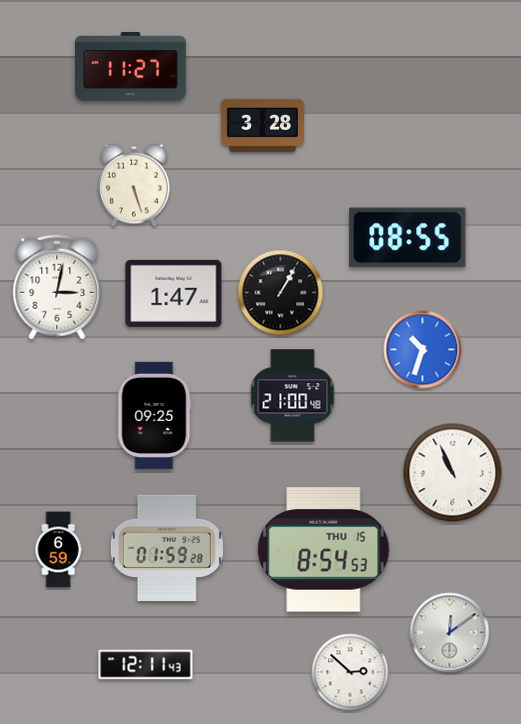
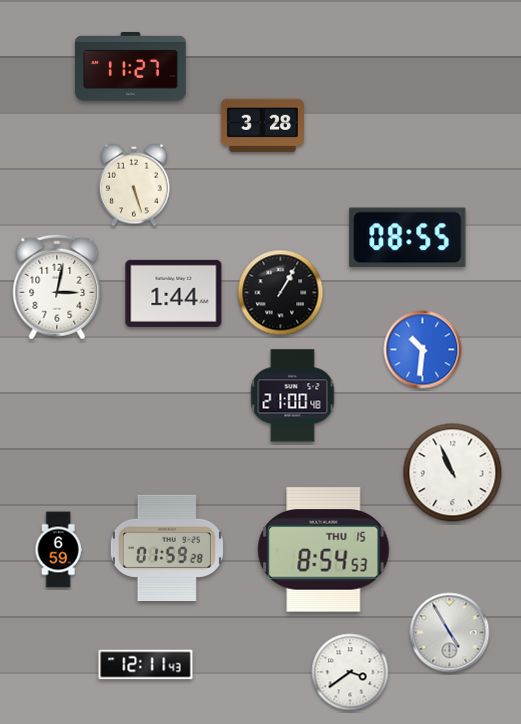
clock at (174, 293): 1:47 -> 1:44
clock at (423, 350): 10:33 -> 10:31
clock at (155, 415): 09:25 -> none
clock at (450, 633): 12:09 -> 4:55
clock at (350, 672): 2:52 -> 3:39
